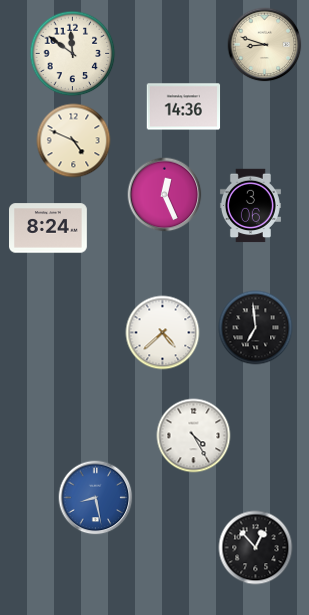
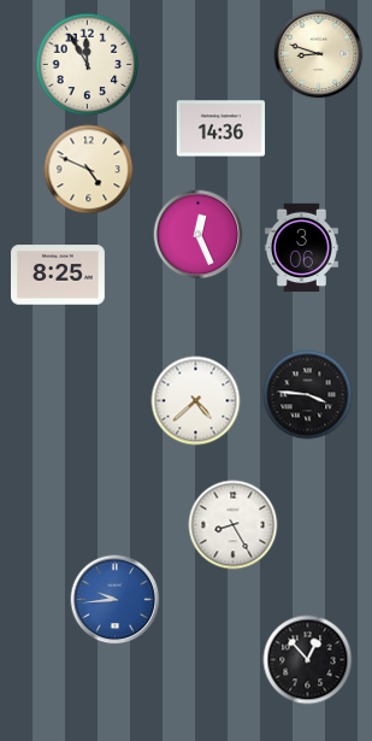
clock at (73, 54): 11:51 -> 11:55
clock at (49, 228): 8:24 -> 8:25
clock at (256, 328): 6:59 -> 3:46
clock at (194, 436): 4:25 -> 8:25
clock at (96, 498): 8:28 -> 9:44
